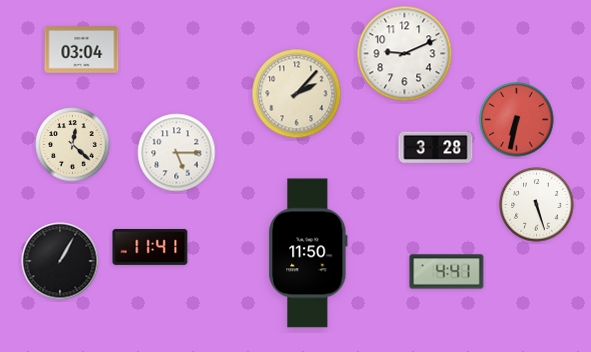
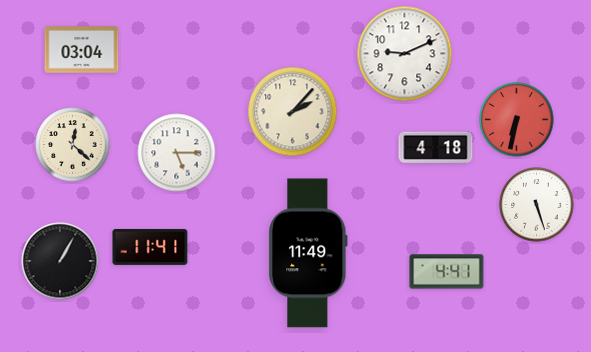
clock at (297, 94) position: (297, 94) -> (293, 112)
clock at (436, 148): 3:28 -> 4:18
clock at (308, 253): 11:50 -> 11:49
